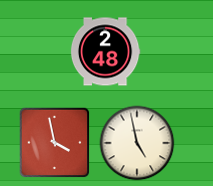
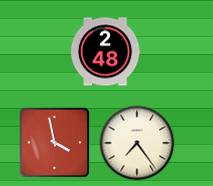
clock at (137, 143): 4:58 -> 7:24
